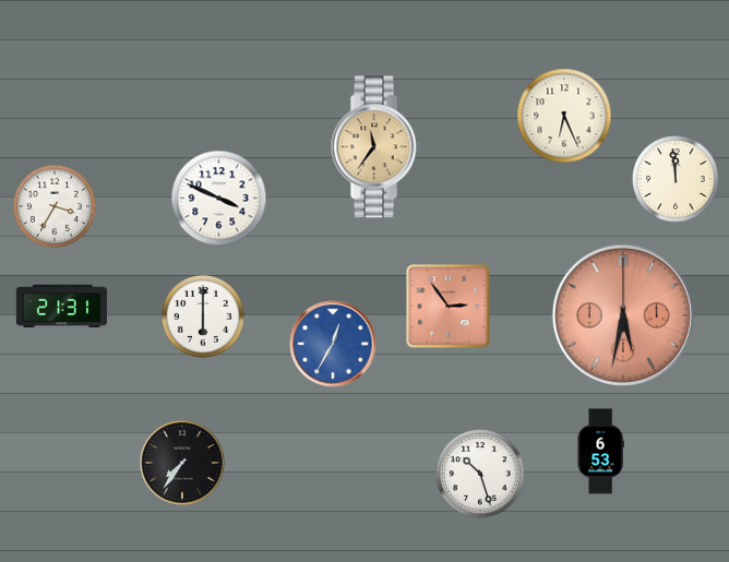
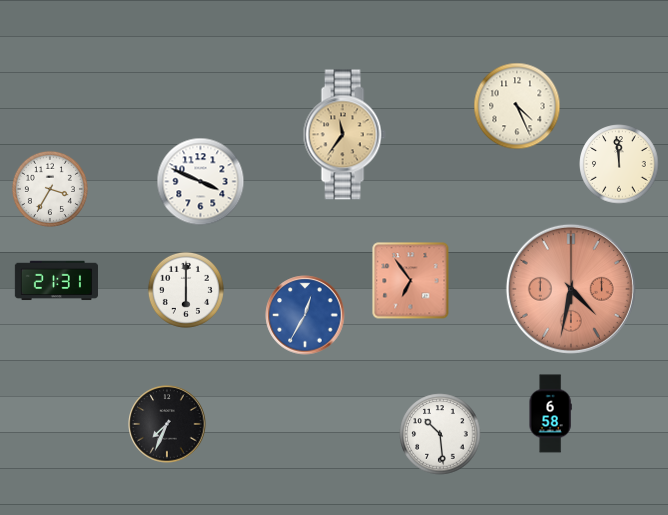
clock at (564, 116): 6:26 -> 4:26
clock at (449, 307): 2:54 -> 6:54
clock at (623, 315): 5:32 -> 4:32
clock at (600, 452): 6:53 -> 6:58
clock at (182, 463): 7:36 -> 7:34
clock at (480, 474): 10:27 -> 10:29
